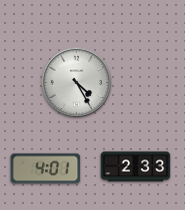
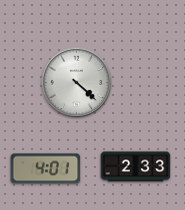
clock at (77, 83): 4:25 -> 4:22
